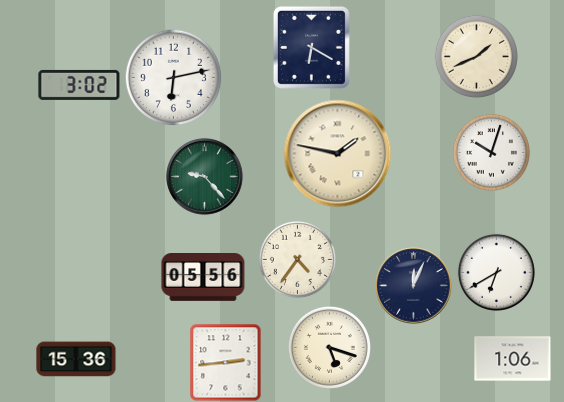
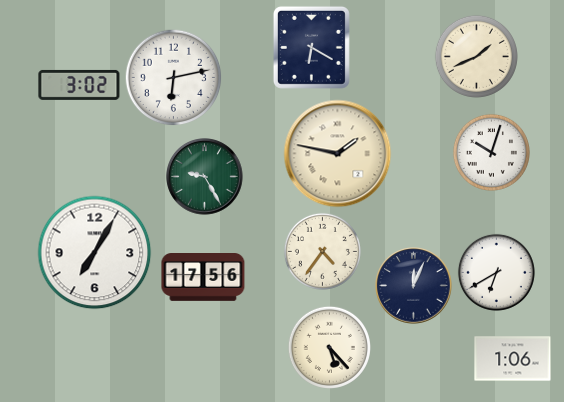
clock at (205, 177): 9:23 -> 9:25
clock at (95, 253): none -> 7:05
clock at (297, 259) position: (297, 259) -> (322, 251)
clock at (203, 278): 05:56 -> 17:56
clock at (329, 347): 5:18 -> 5:23
clock at (76, 359): 15:36 -> none
clock at (226, 362): 2:44 -> none
